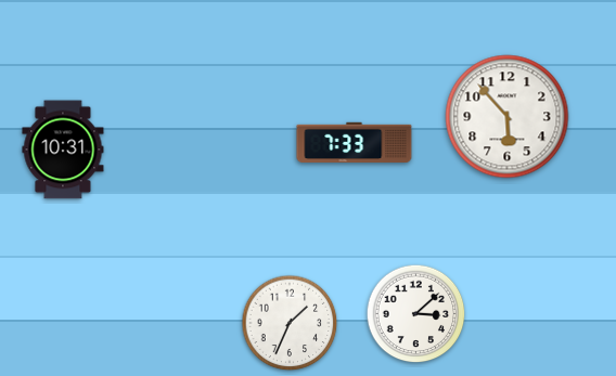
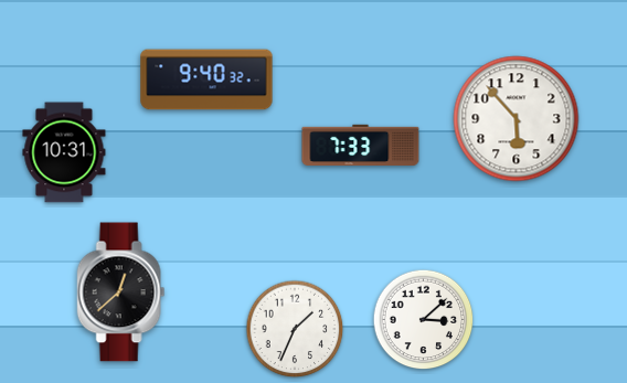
clock at (206, 79): none -> 9:40
clock at (121, 292): none -> 12:38
